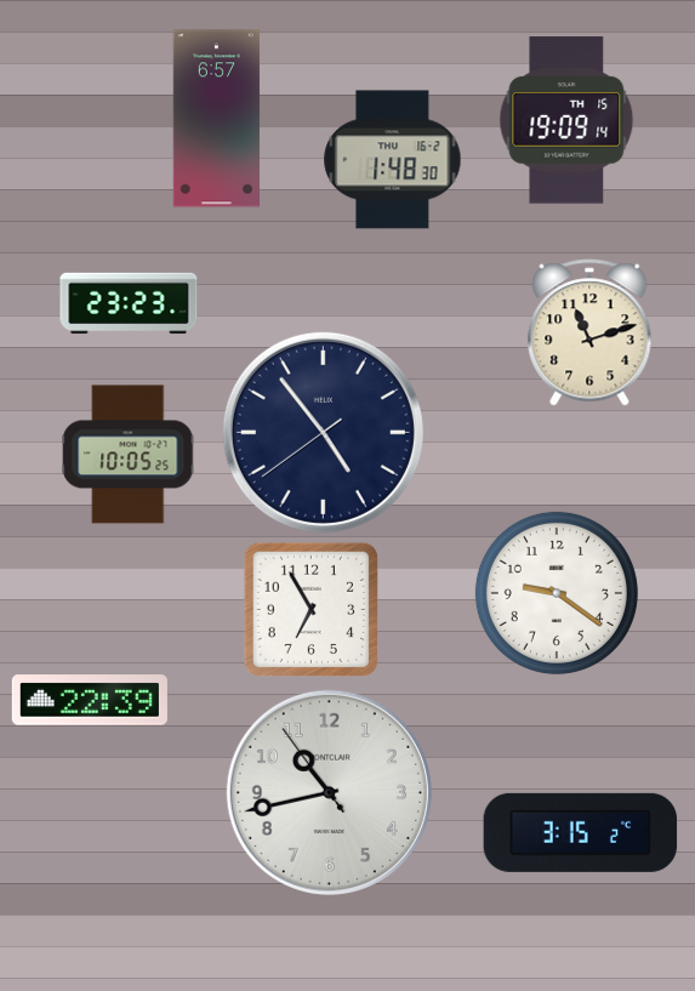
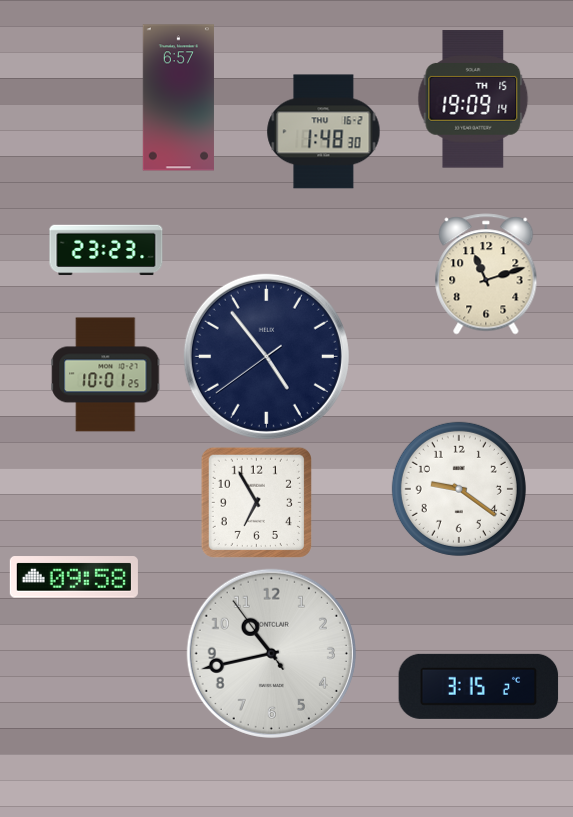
clock at (566, 120) position: (566, 120) -> (473, 99)
clock at (129, 455): 10:05 -> 10:01
clock at (90, 700): 22:39 -> 09:58
